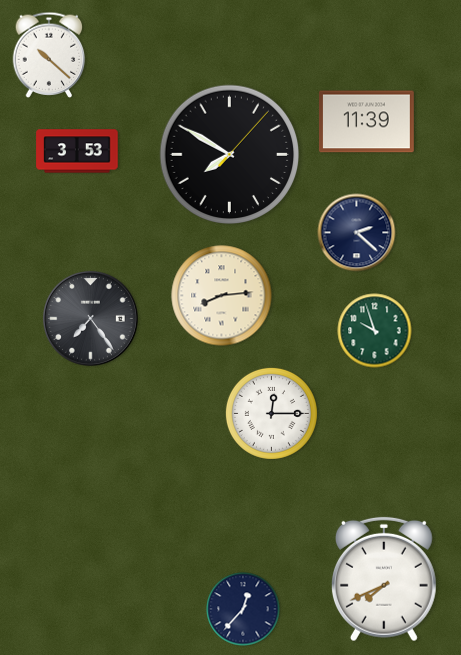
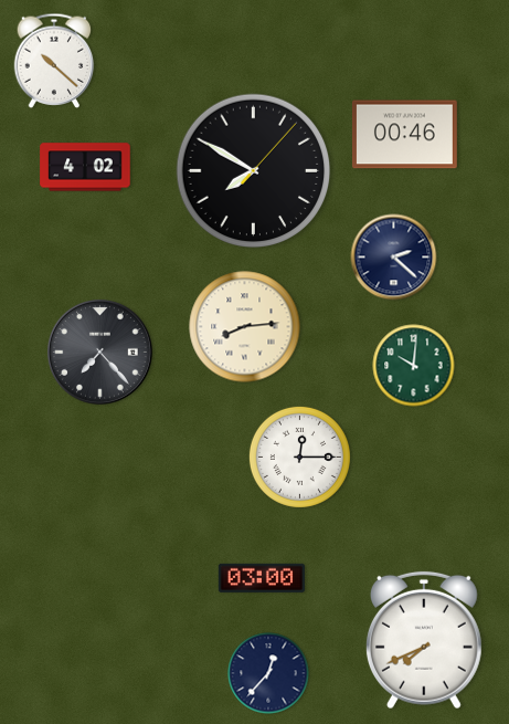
clock at (366, 122): 11:39 -> 00:46
clock at (77, 151): 3:53 -> 4:02
clock at (90, 318): 7:24 -> 7:23
clock at (375, 331): 9:57 -> 10:01
clock at (262, 578): none -> 03:00
